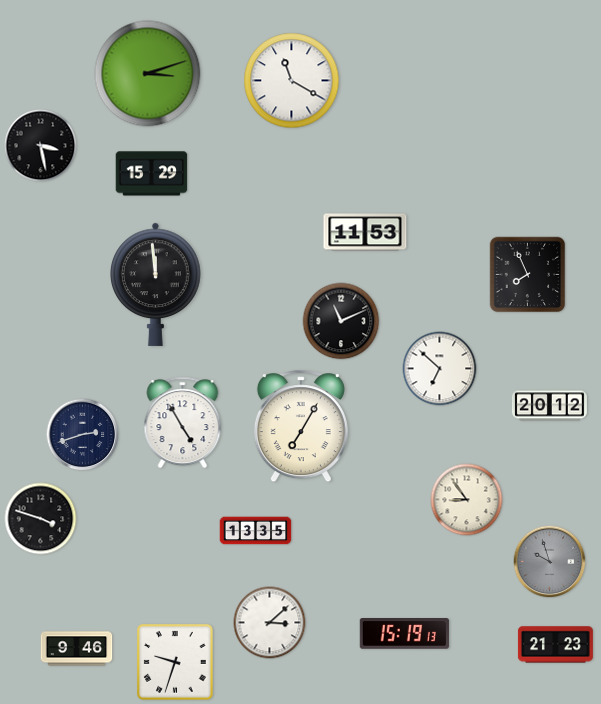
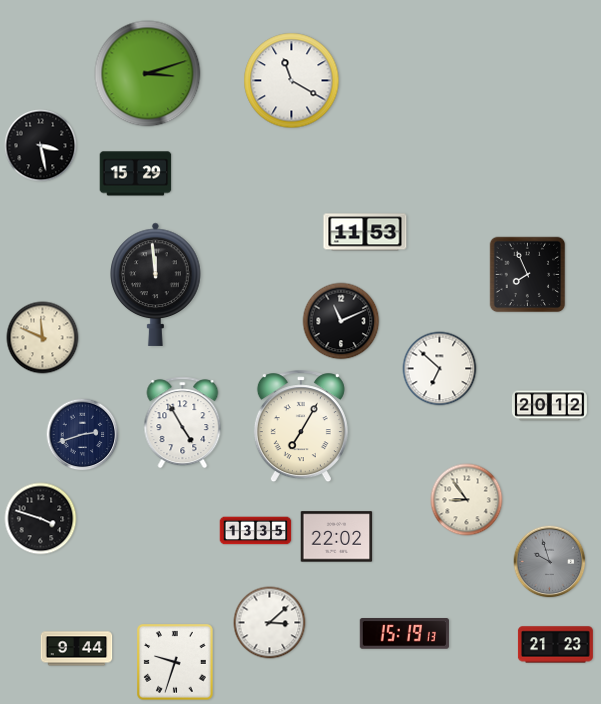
clock at (152, 174) position: (152, 174) -> (136, 174)
clock at (43, 338): none -> 11:49
clock at (337, 537): none -> 22:02
clock at (77, 649): 9:46 -> 9:44
